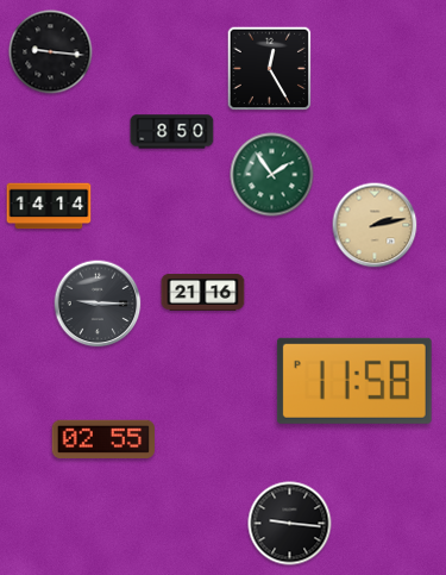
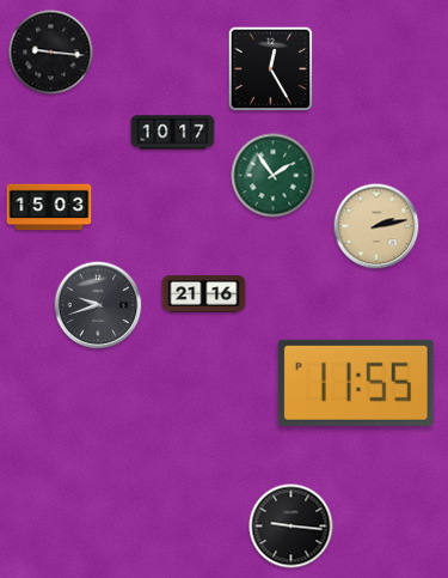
clock at (172, 132): 8:50 -> 10:17
clock at (49, 206): 14:14 -> 15:03
clock at (98, 304): 9:15 -> 9:42
clock at (354, 381): 11:58 -> 11:55
clock at (102, 438): 02:55 -> none
